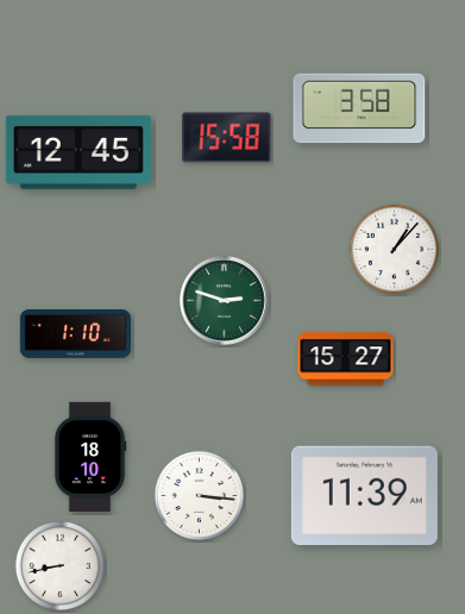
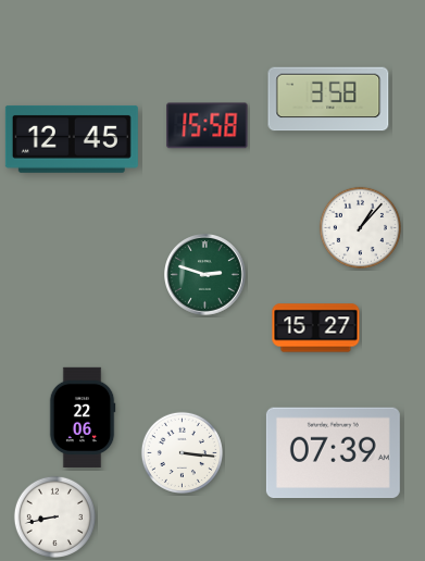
clock at (75, 333): 1:10 -> none
clock at (90, 456): 18:10 -> 22:06
clock at (364, 496): 11:39 -> 07:39
